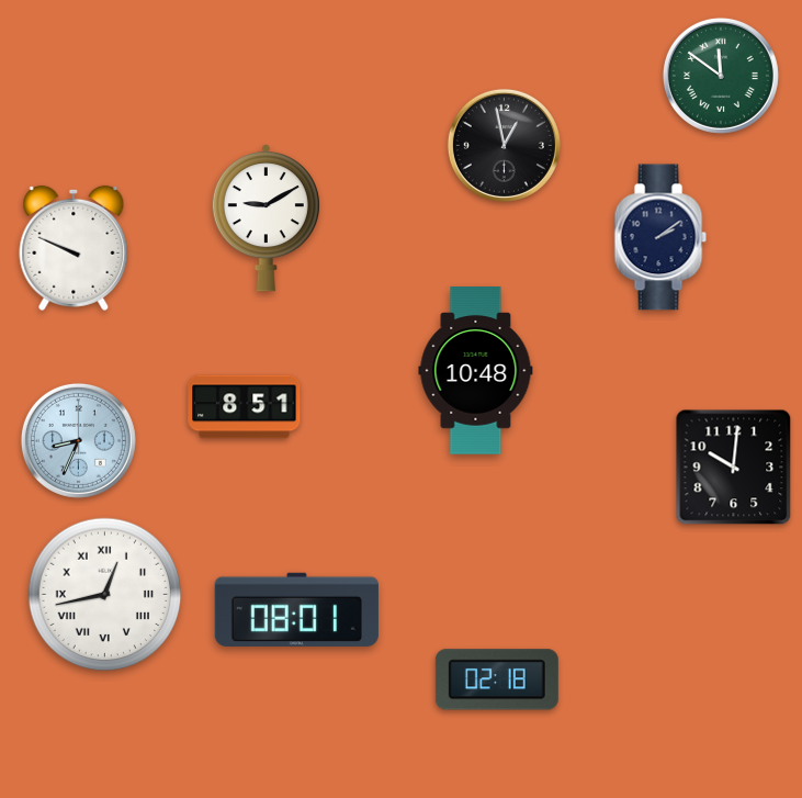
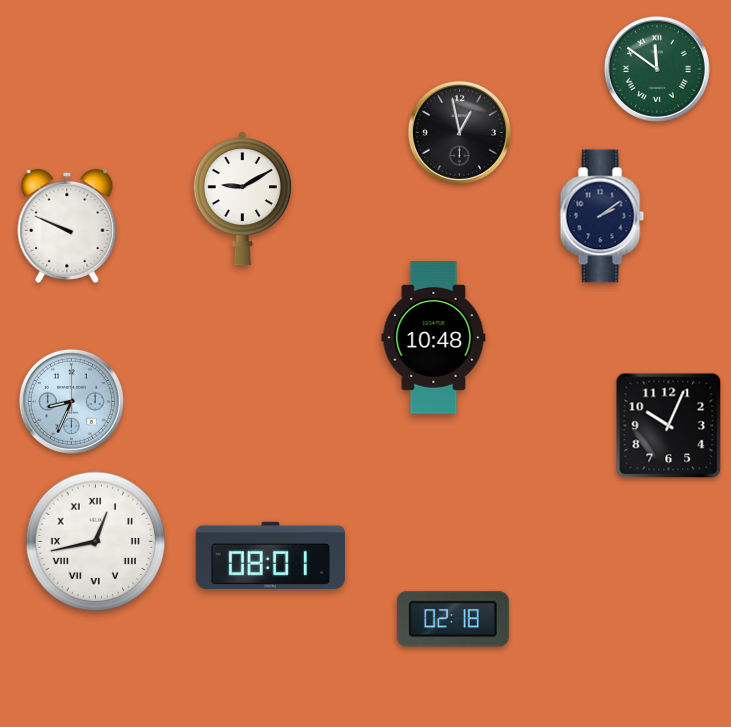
clock at (245, 407): 8:51 -> none
clock at (734, 468): 10:01 -> 10:04
